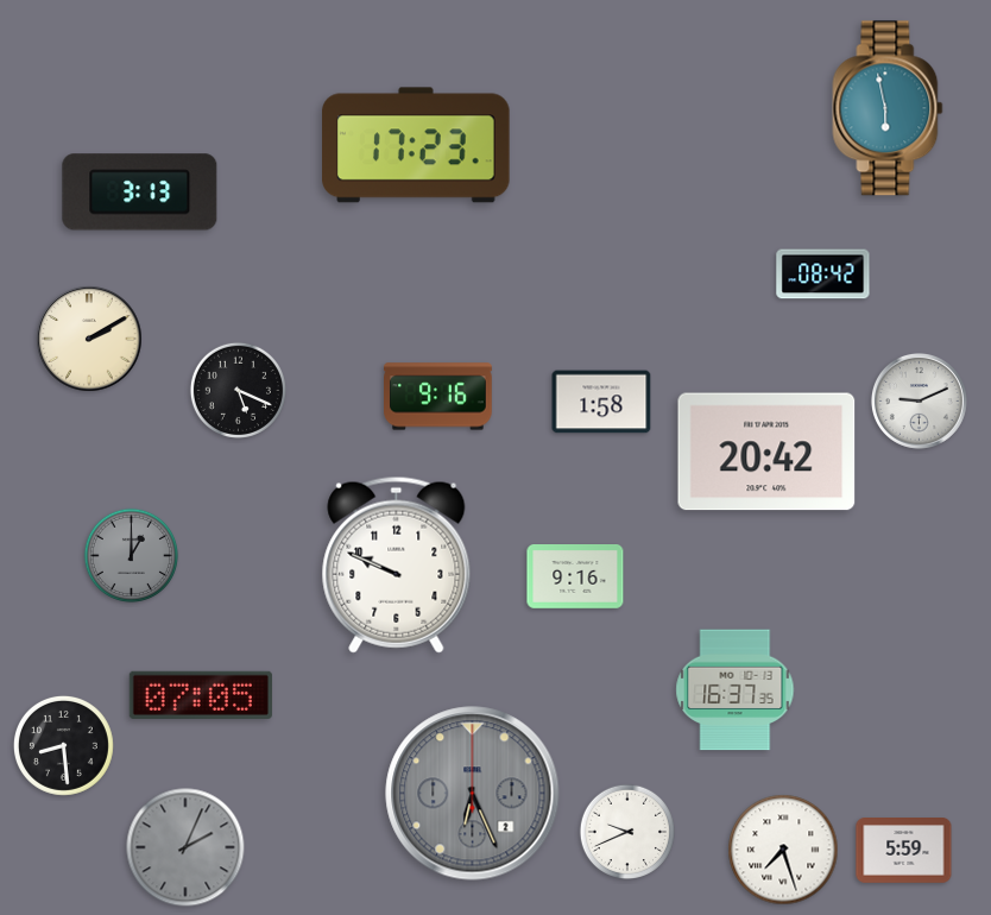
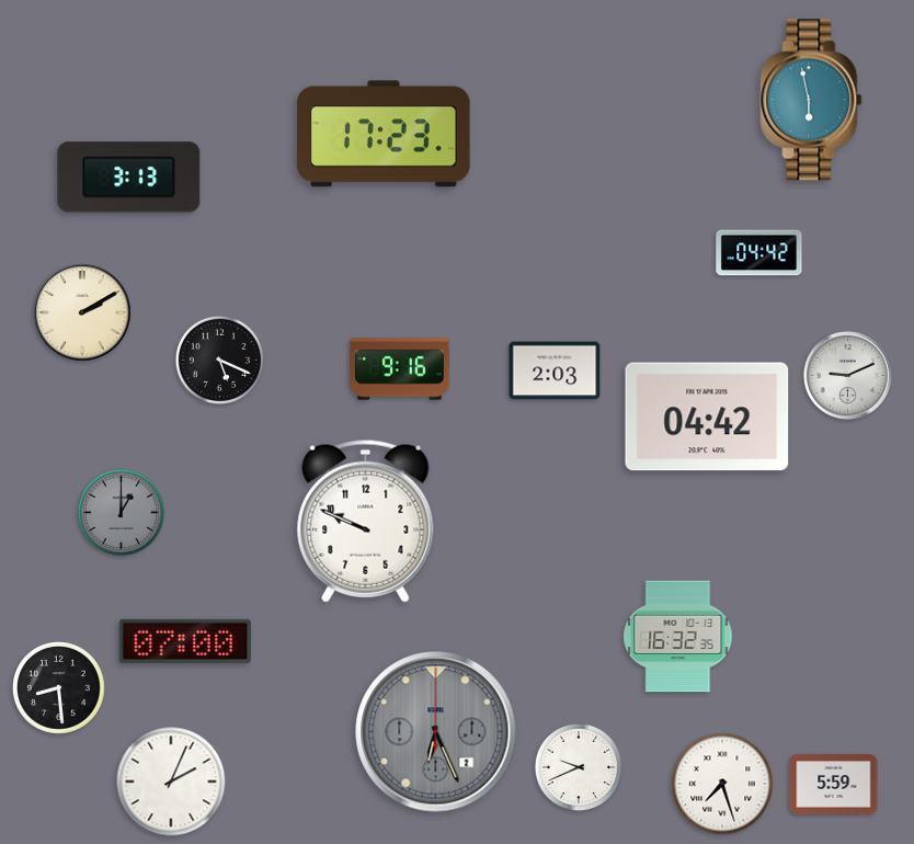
clock at (888, 108) position: (888, 108) -> (811, 100)
clock at (823, 274): 08:42 -> 04:42
clock at (438, 397) position: (438, 397) -> (400, 369)
clock at (919, 400) position: (919, 400) -> (847, 375)
clock at (601, 402): 1:58 -> 2:03
clock at (766, 452): 20:42 -> 04:42
clock at (575, 578): 9:16 -> none
clock at (736, 690): 16:37 -> 16:32
clock at (201, 695): 07:05 -> 07:00
clock at (185, 847) dial: grey -> white
